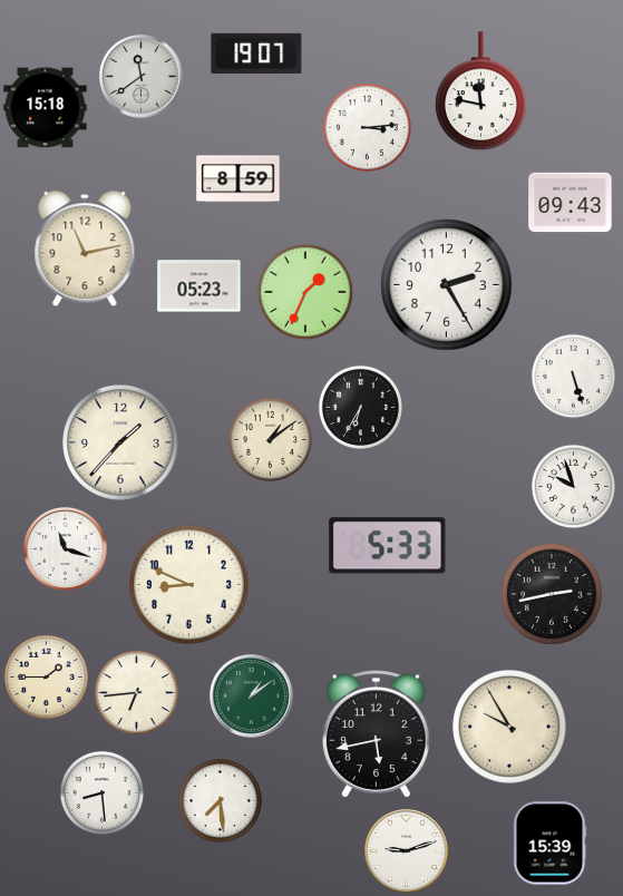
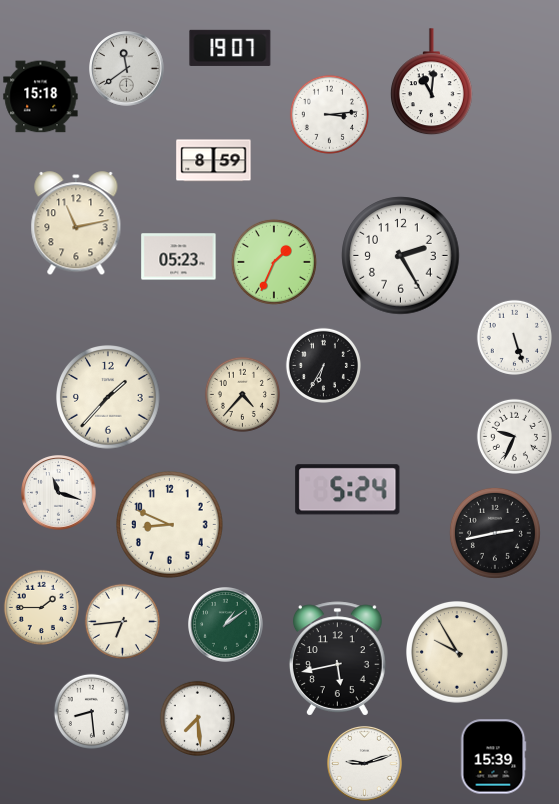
clock at (480, 91): 11:47 -> 11:01
clock at (571, 203): 09:43 -> none
clock at (270, 439): 1:09 -> 4:37
clock at (573, 486): 9:57 -> 9:34
clock at (388, 546): 5:33 -> 5:24
